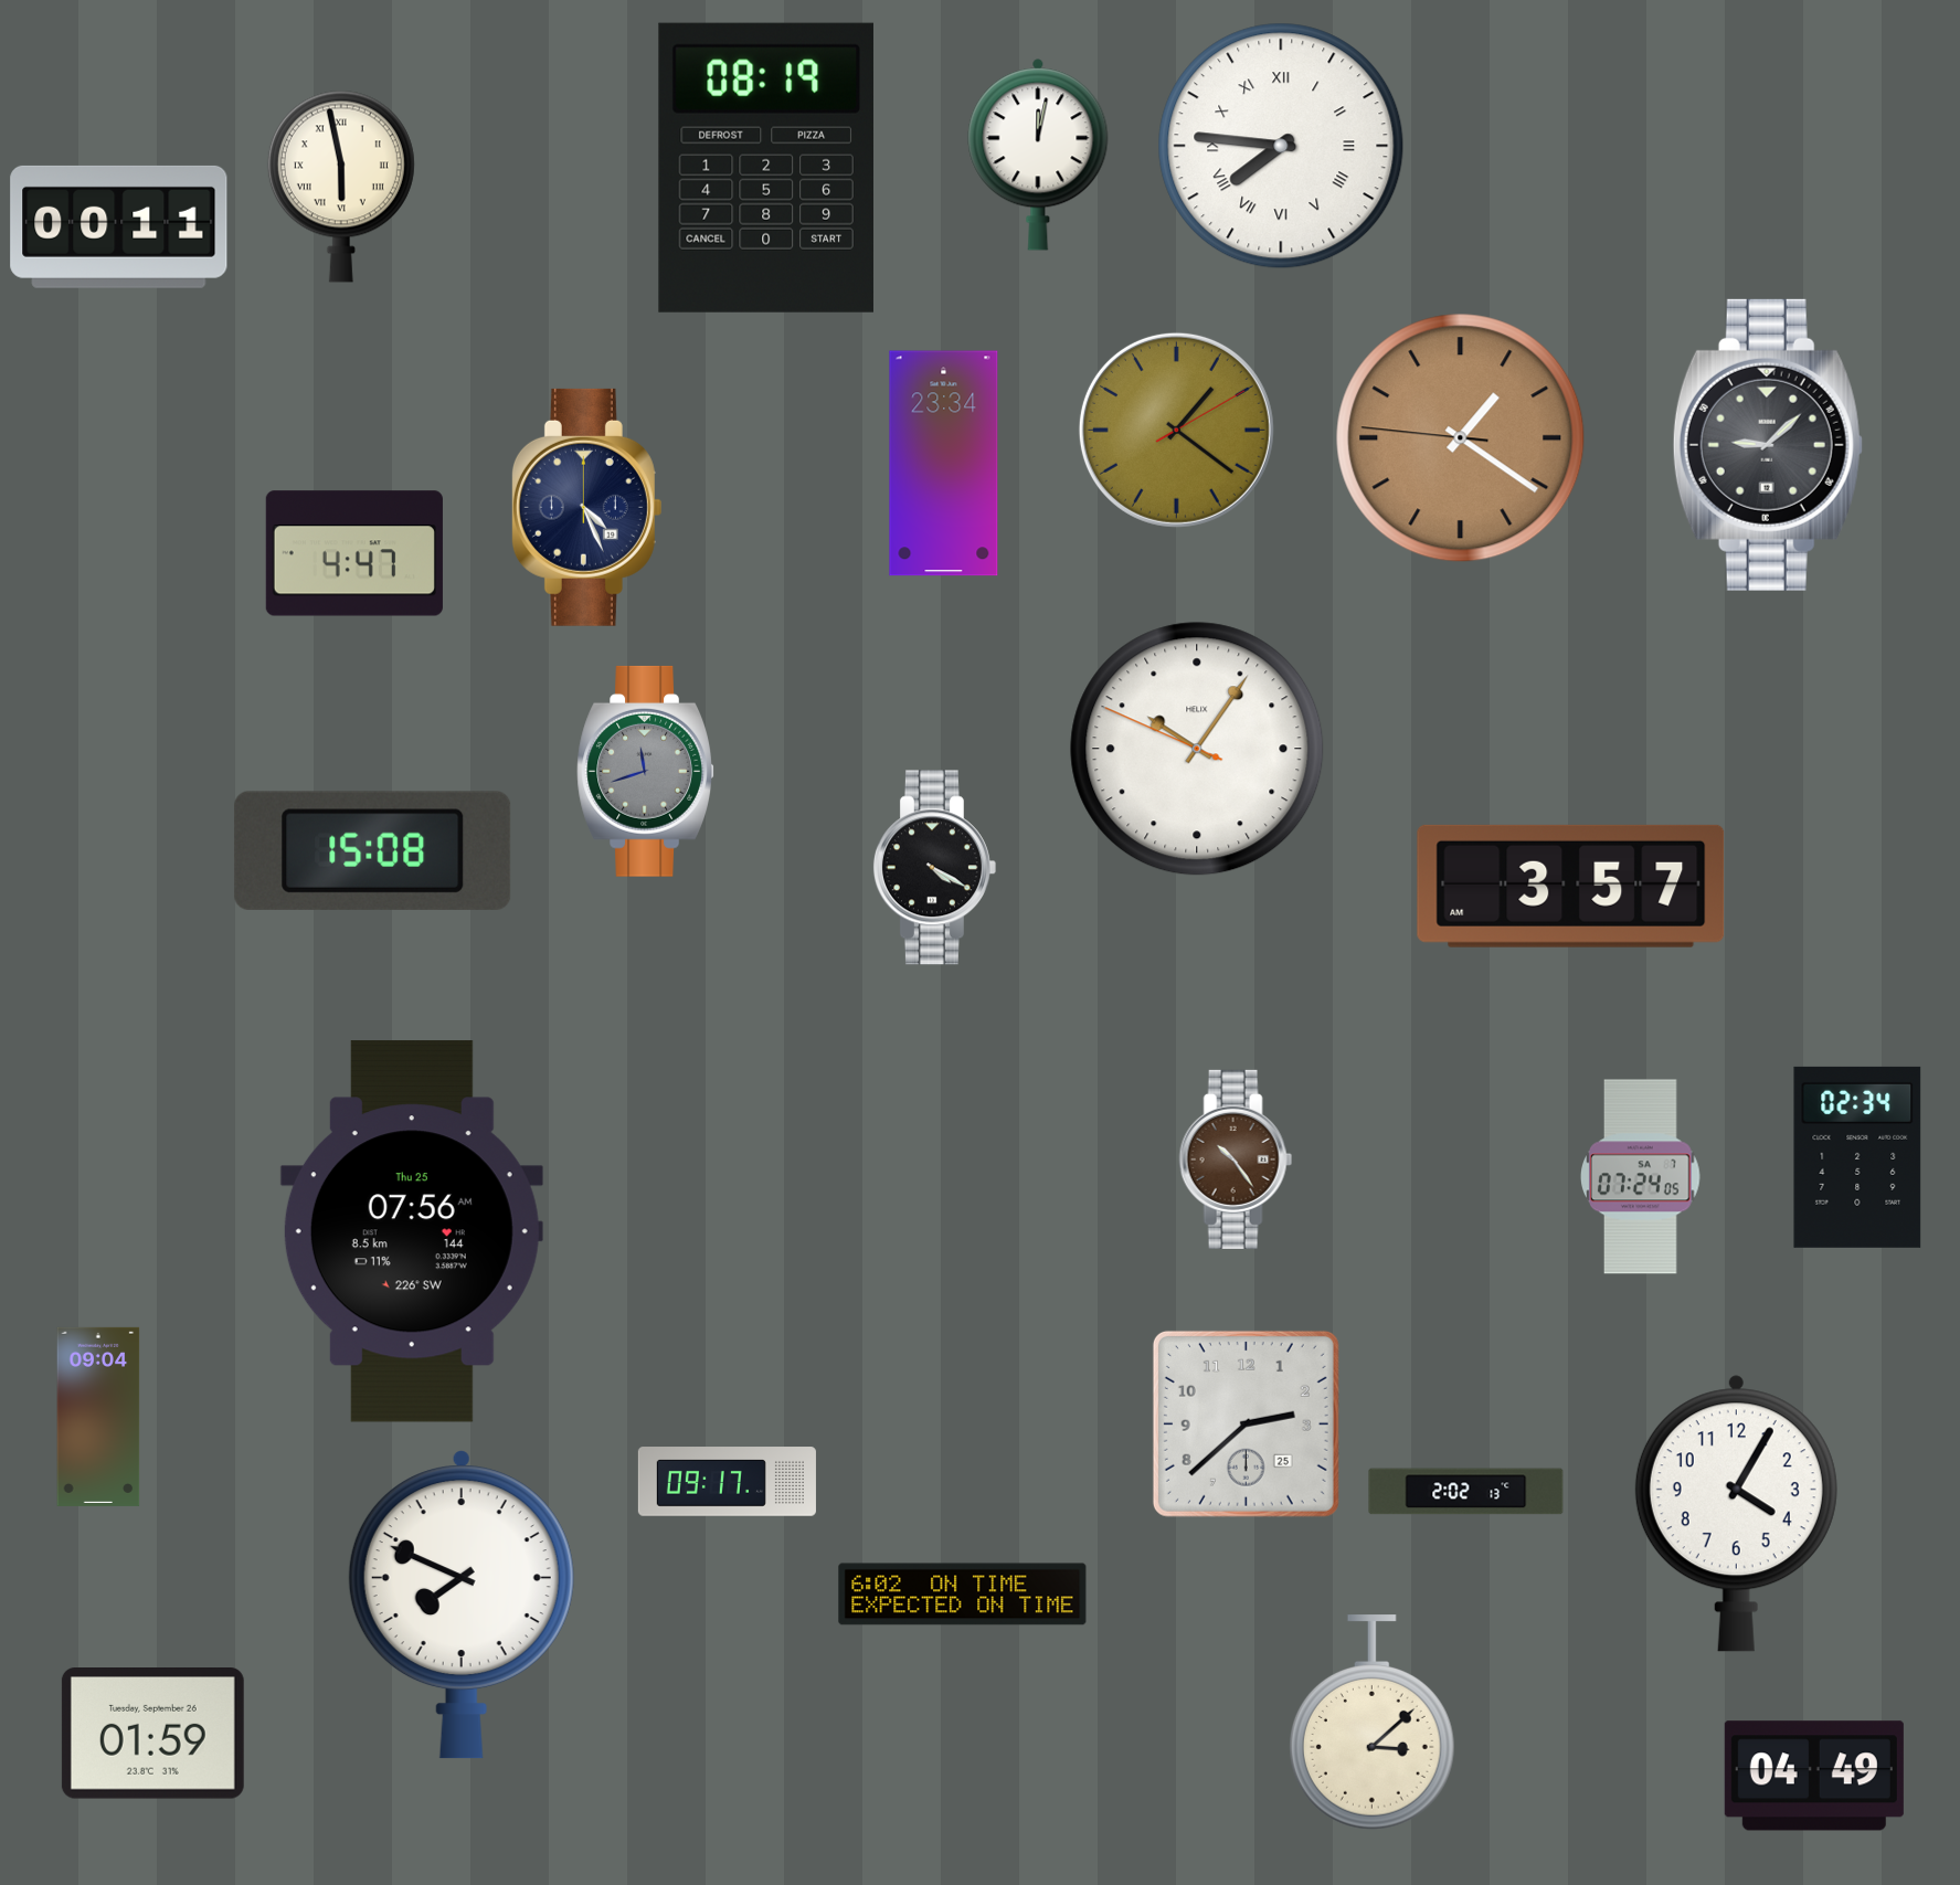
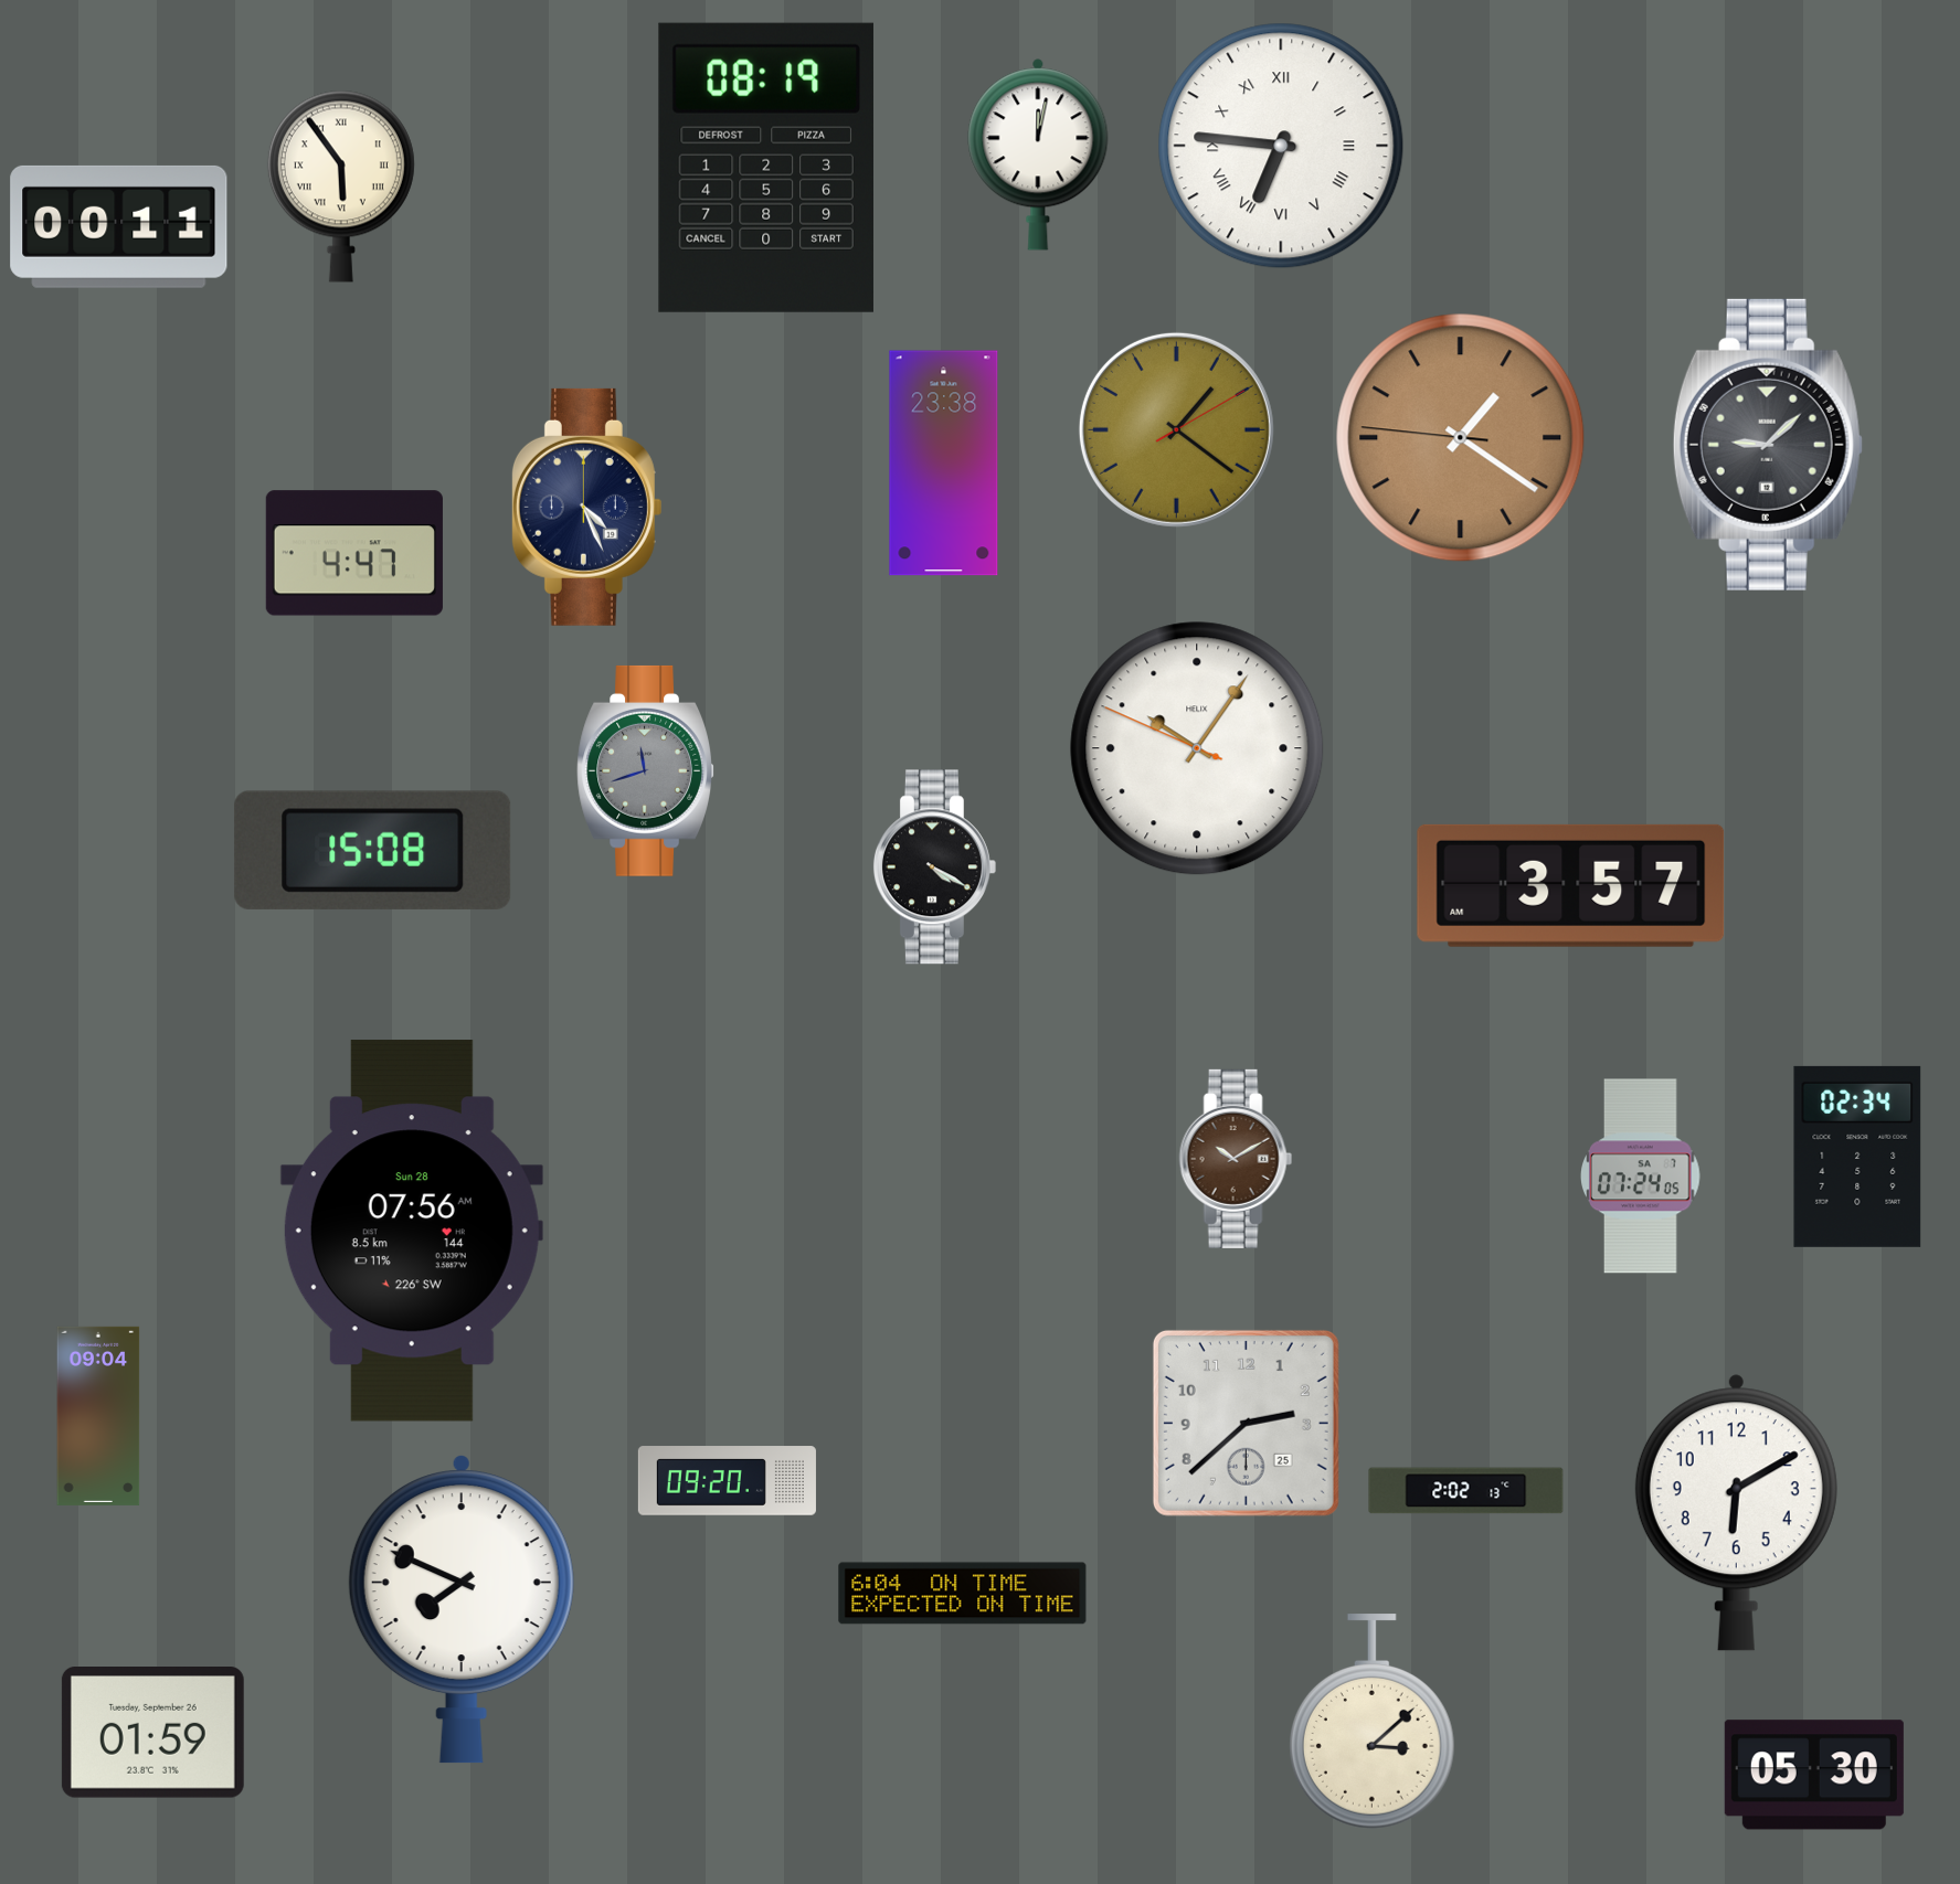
clock at (1281, 146): 7:46 -> 6:46
clock at (341, 187): 5:58 -> 5:54
clock at (944, 464): 23:34 -> 23:38
clock at (1236, 1159): 10:24 -> 10:10
clock at (412, 1231) date: Thu 25 -> Sun 28
clock at (727, 1482): 09:17 -> 09:20
clock at (1736, 1513): 4:05 -> 6:10
clock at (963, 1595): 6:02 -> 6:04
clock at (462, 1605) position: (462, 1605) -> (462, 1609)
clock at (1814, 1776): 04:49 -> 05:30
